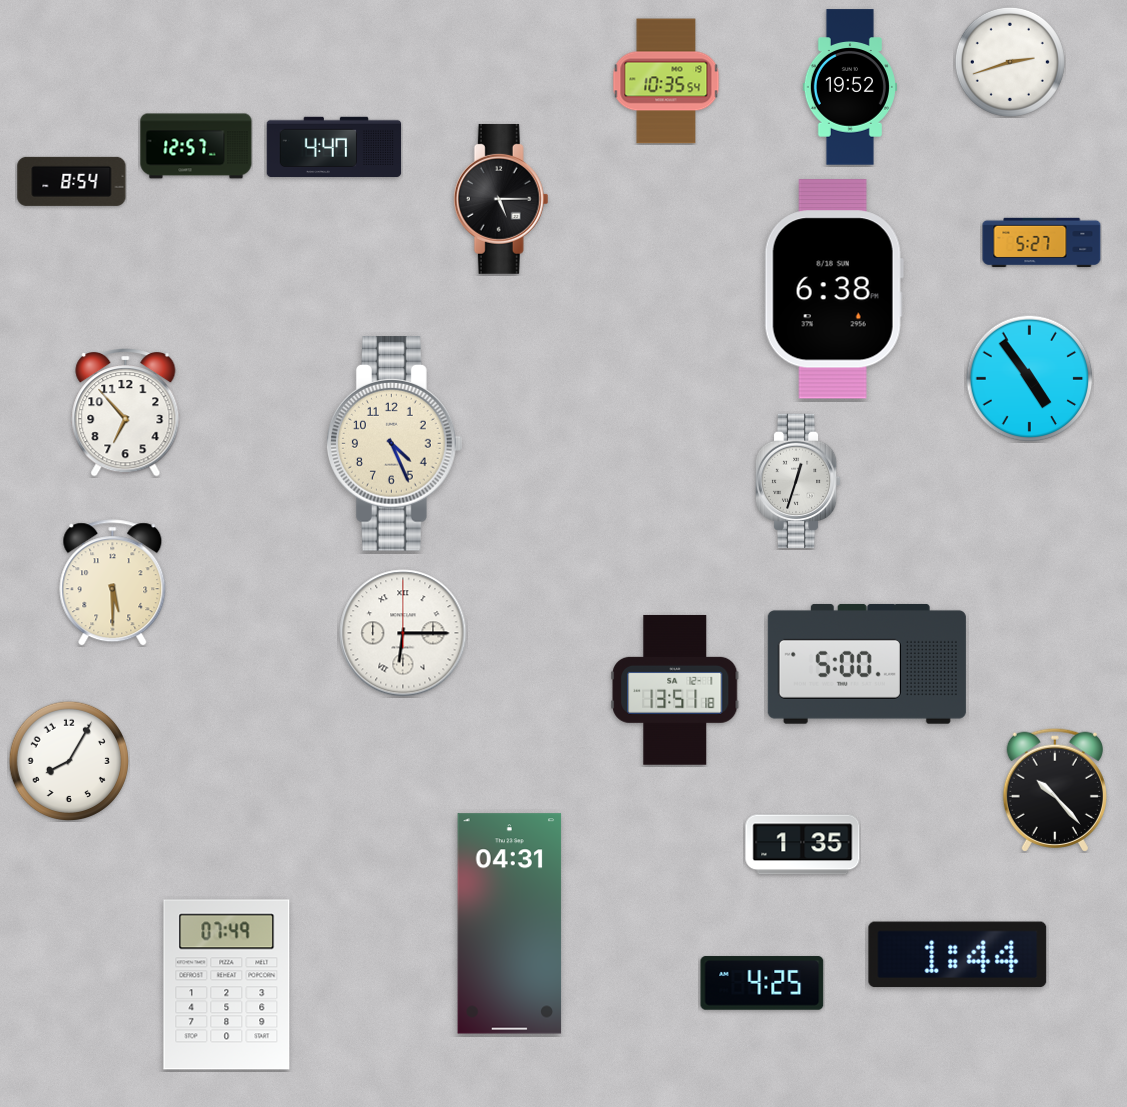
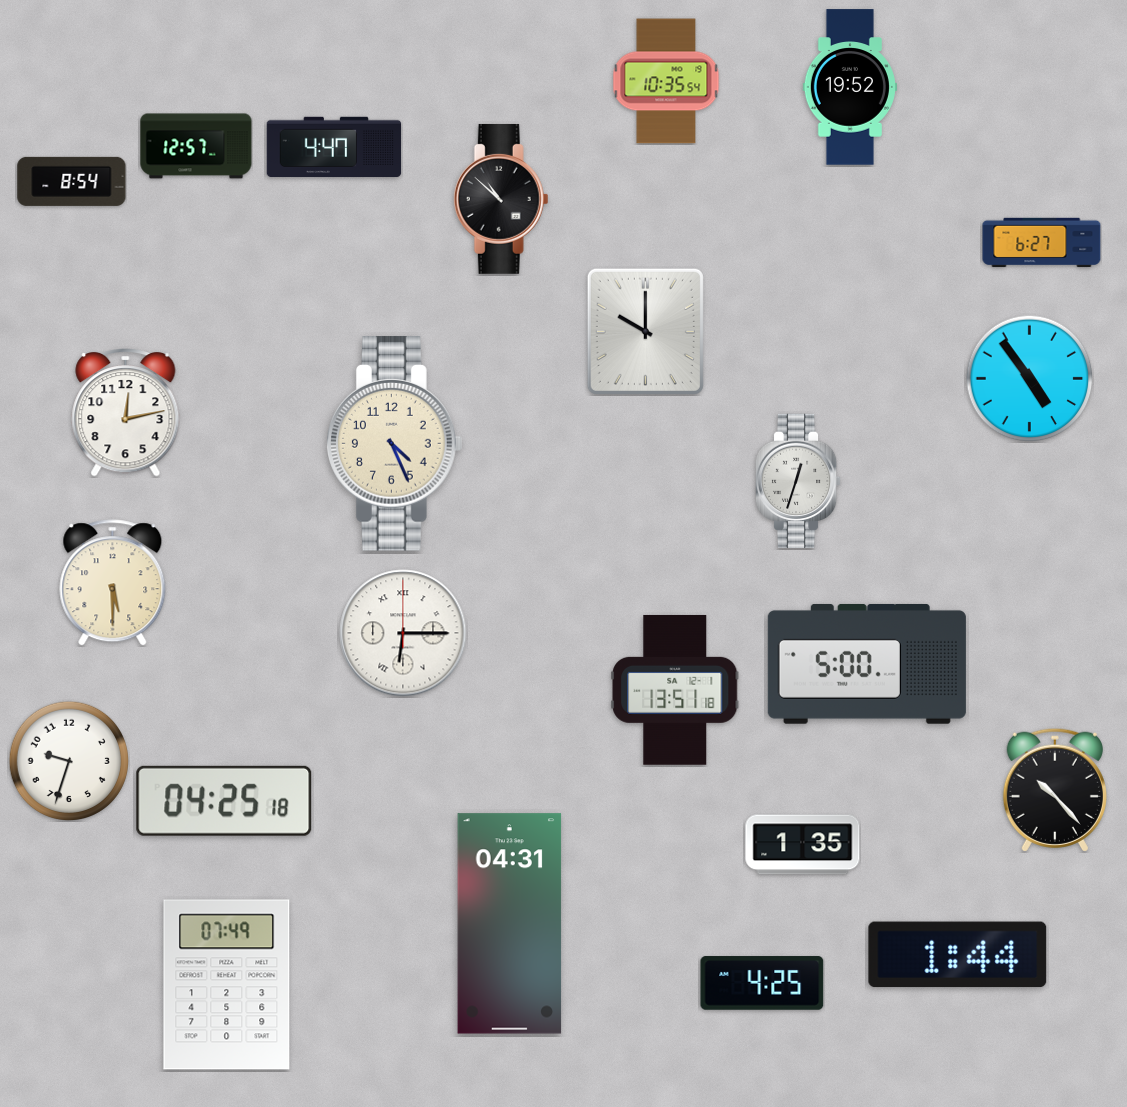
clock at (1010, 62): 2:42 -> none
clock at (501, 199): 5:15 -> 10:52
clock at (1042, 243): 5:27 -> 6:27
clock at (834, 289): 6:38 -> none
clock at (645, 331): none -> 10:00
clock at (126, 413): 6:53 -> 12:13
clock at (68, 760): 8:05 -> 9:33
clock at (224, 801): none -> 04:25
